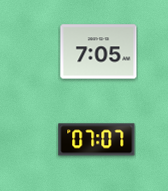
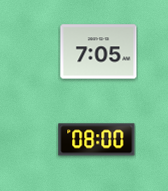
clock at (97, 140): 07:07 -> 08:00
